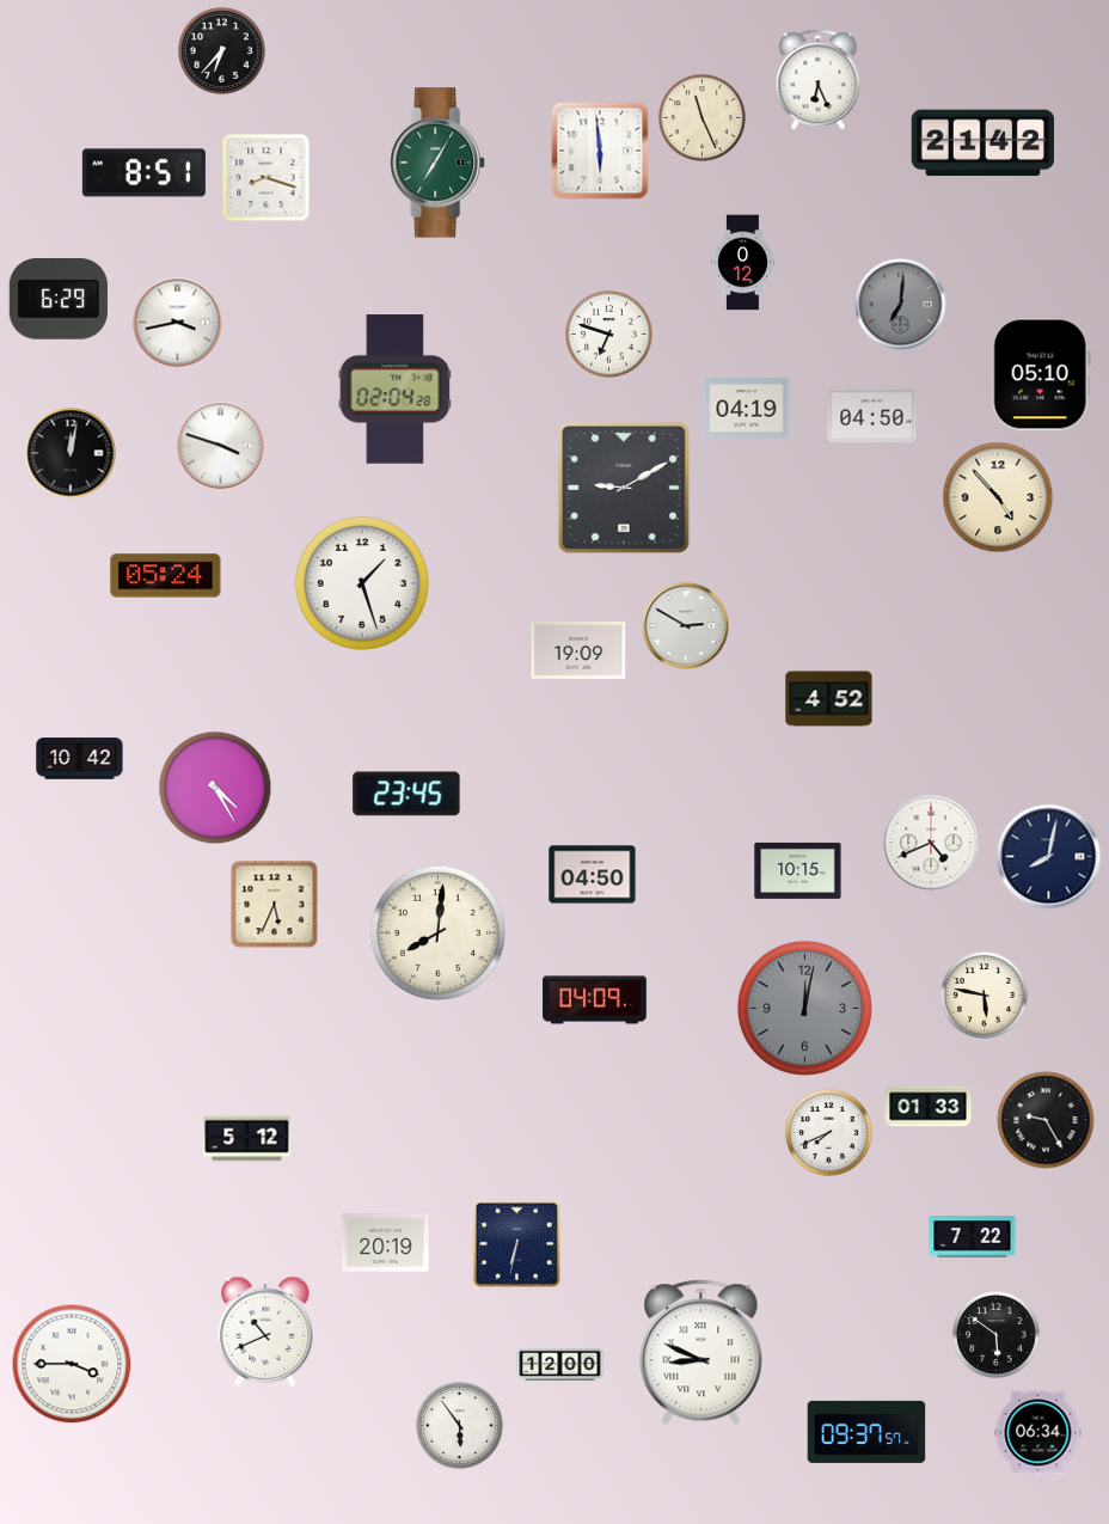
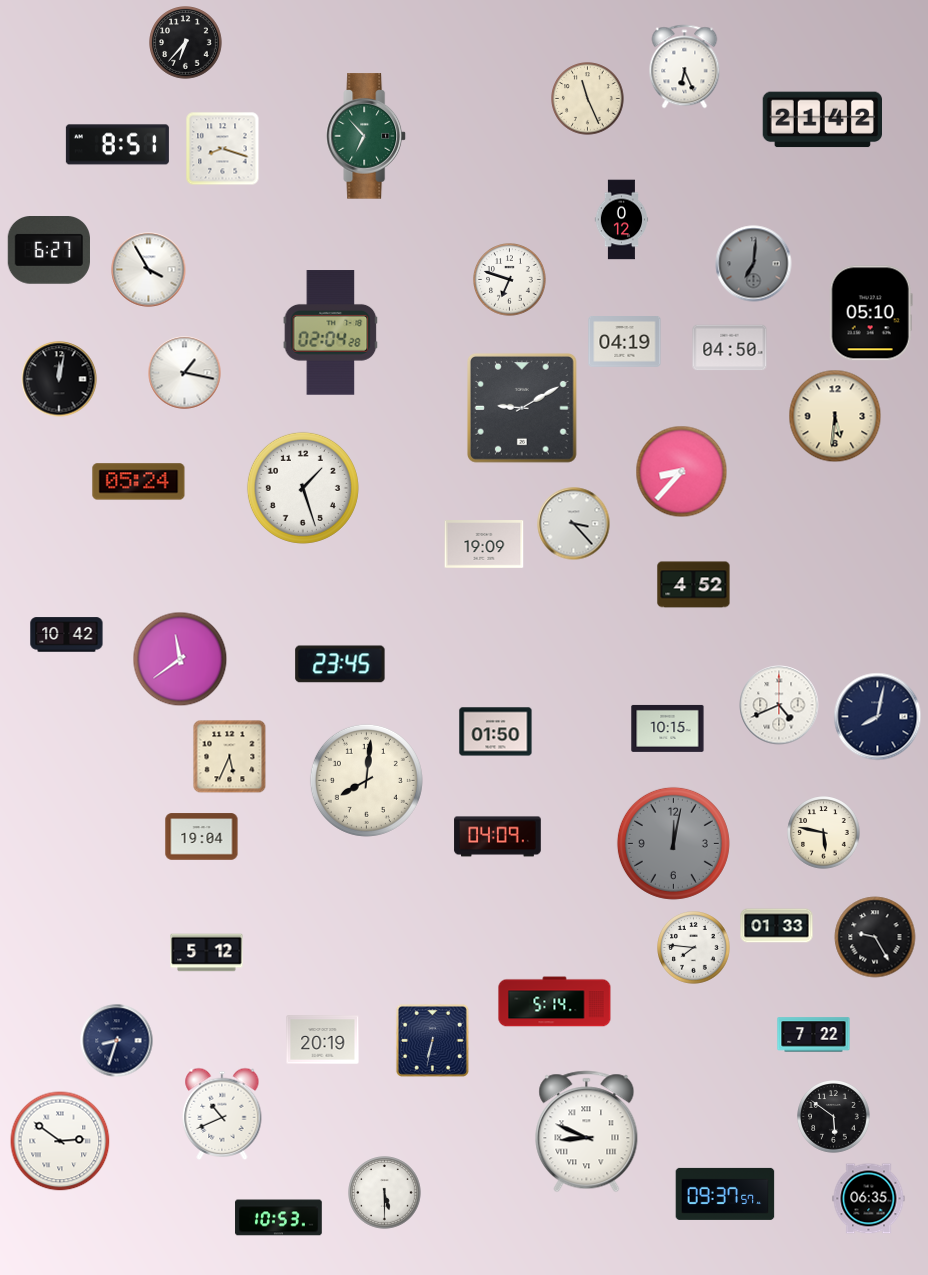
clock at (600, 151): 5:59 -> none
clock at (439, 163): 7:05 -> 6:53
clock at (143, 173) position: (143, 173) -> (117, 145)
clock at (59, 300): 6:29 -> 6:27
clock at (901, 305) position: (901, 305) -> (754, 264)
clock at (178, 323): 3:43 -> 3:55
clock at (396, 390) position: (396, 390) -> (331, 333)
clock at (221, 446): 3:48 -> 1:17
clock at (998, 497): 4:53 -> 5:31
clock at (682, 472): none -> 8:37
clock at (686, 626): 2:50 -> 3:23
clock at (215, 788): 4:25 -> 11:39
clock at (593, 875): 04:50 -> 01:50
clock at (202, 837): none -> 19:04
clock at (829, 1133): 7:41 -> 7:46
clock at (555, 1002): none -> 5:14
clock at (117, 1041): none -> 8:33
clock at (72, 1364): 3:45 -> 2:51
clock at (560, 1364): 12:00 -> none
clock at (460, 1426): 5:54 -> 5:30
clock at (866, 1432) position: (866, 1432) -> (725, 1194)
clock at (1038, 1433): 06:34 -> 06:35
clock at (279, 1218): none -> 10:53
